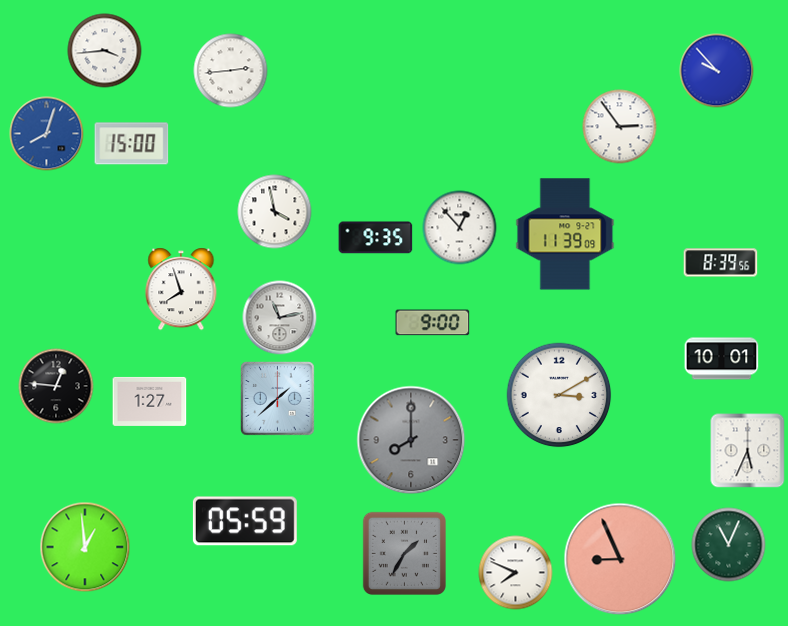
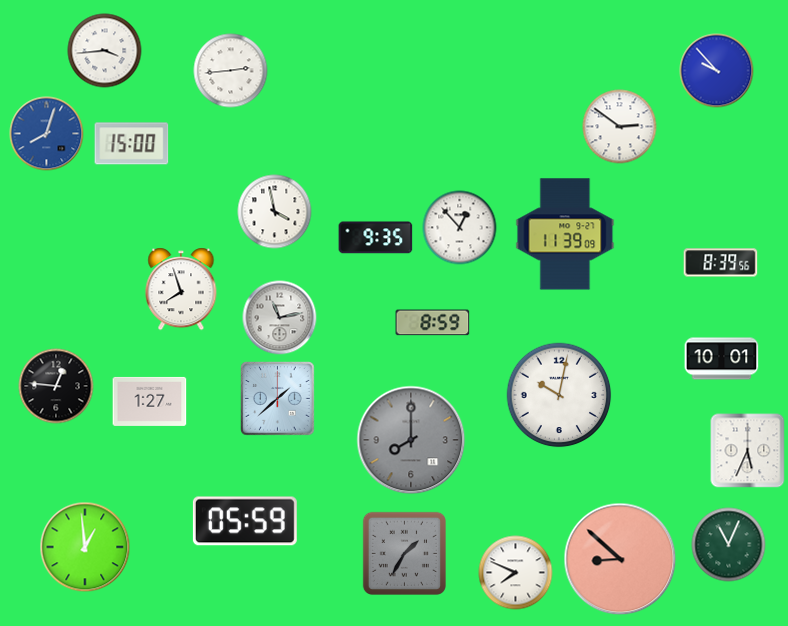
clock at (620, 127): 2:54 -> 2:51
clock at (433, 323): 9:00 -> 8:59
clock at (559, 395): 3:10 -> 10:02
clock at (620, 559): 8:56 -> 8:52
